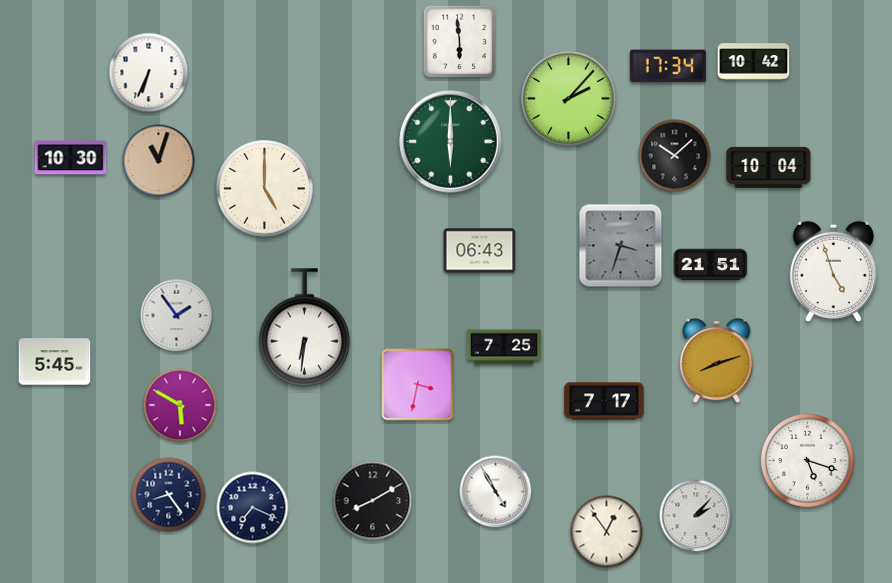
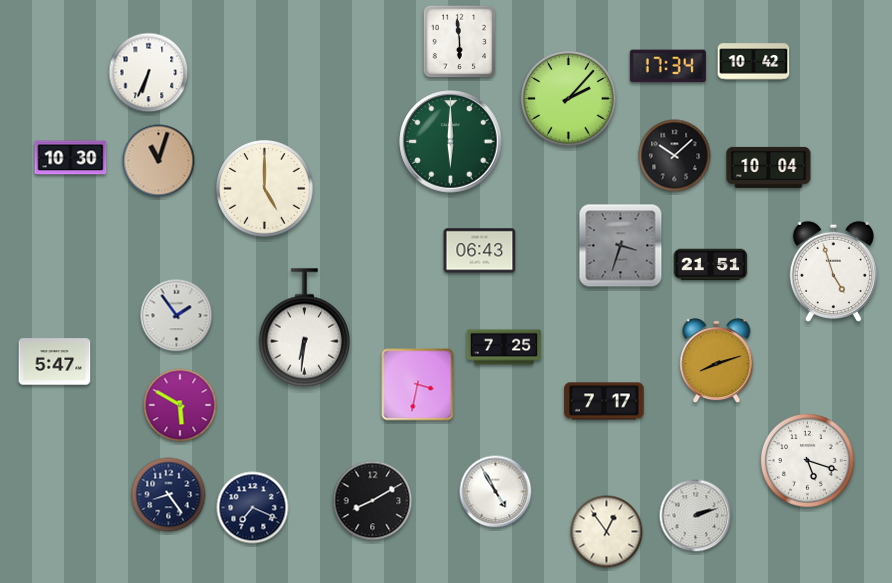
clock at (55, 362): 5:45 -> 5:47
clock at (696, 516): 2:07 -> 2:12
